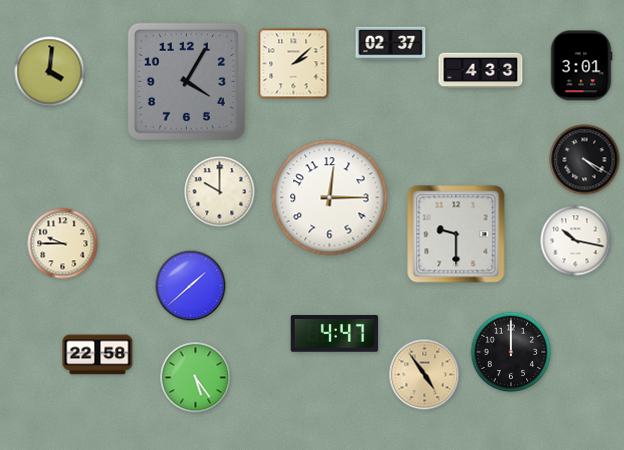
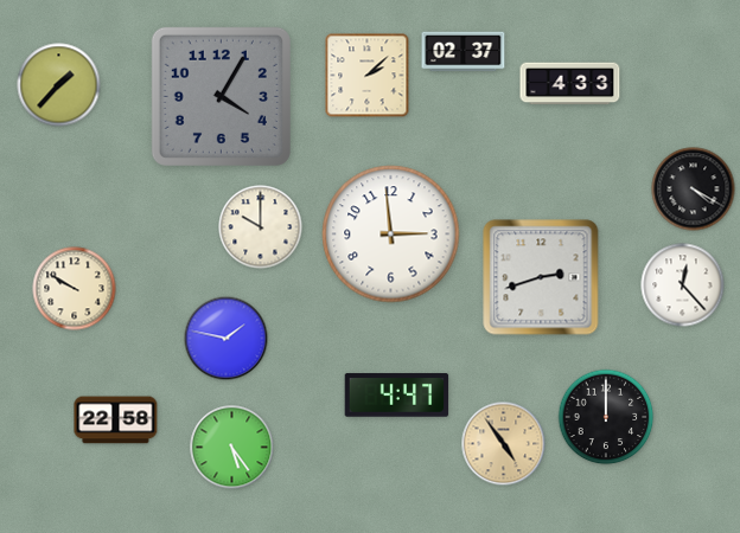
clock at (294, 64) position: (294, 64) -> (368, 76)
clock at (581, 66): 3:01 -> none
clock at (50, 72): 4:01 -> 1:37
clock at (330, 198): 12:15 -> 2:59
clock at (456, 234): 9:30 -> 2:42
clock at (576, 241): 10:17 -> 12:23
clock at (63, 244): 9:45 -> 9:50
clock at (191, 286): 1:38 -> 1:47
